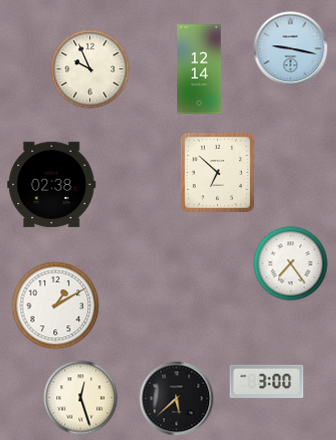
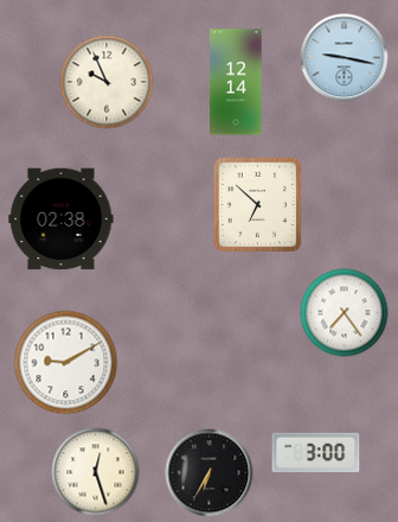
clock at (56, 306): 1:10 -> 9:10
clock at (177, 399): 5:38 -> 6:35
